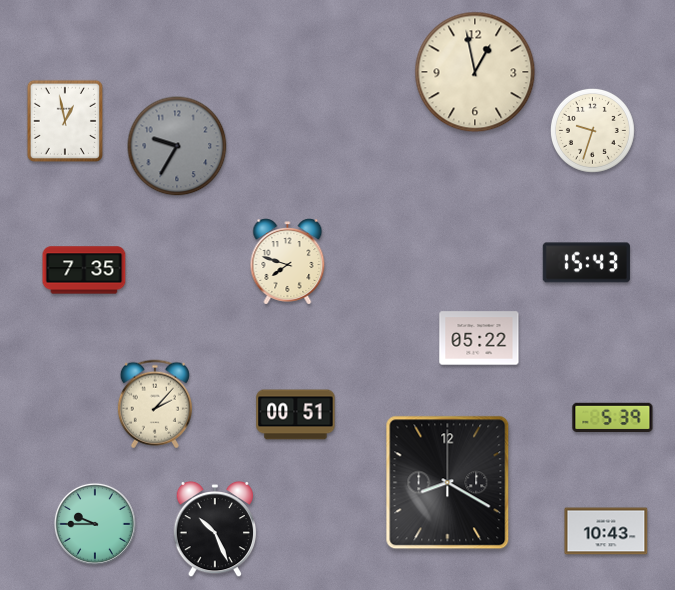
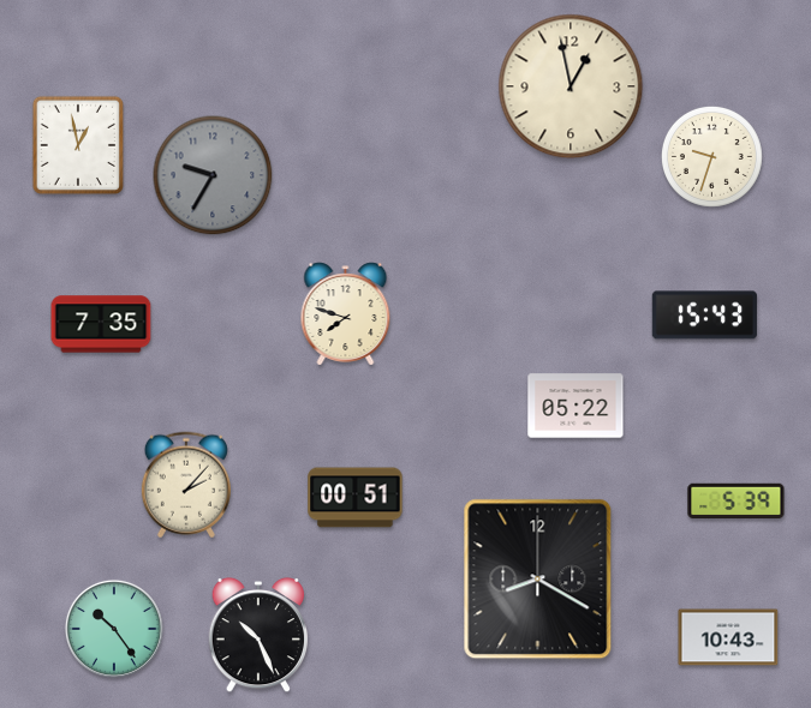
clock at (95, 524): 9:45 -> 10:24
